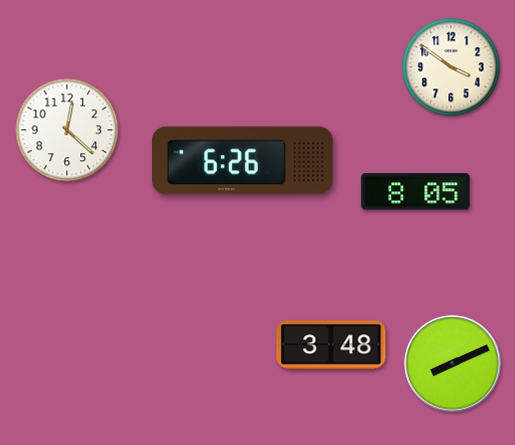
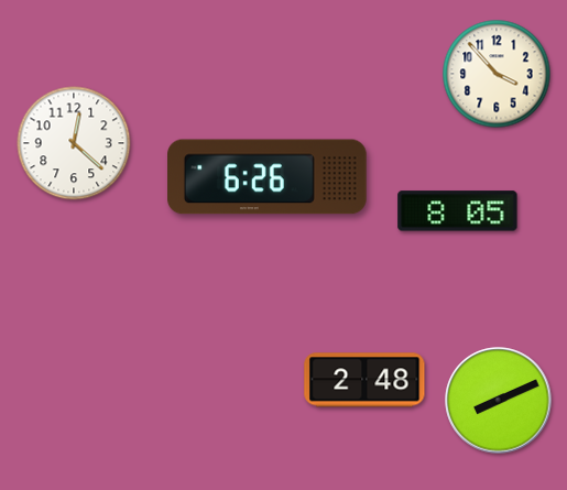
clock at (451, 67): 3:51 -> 3:53
clock at (331, 345): 3:48 -> 2:48
